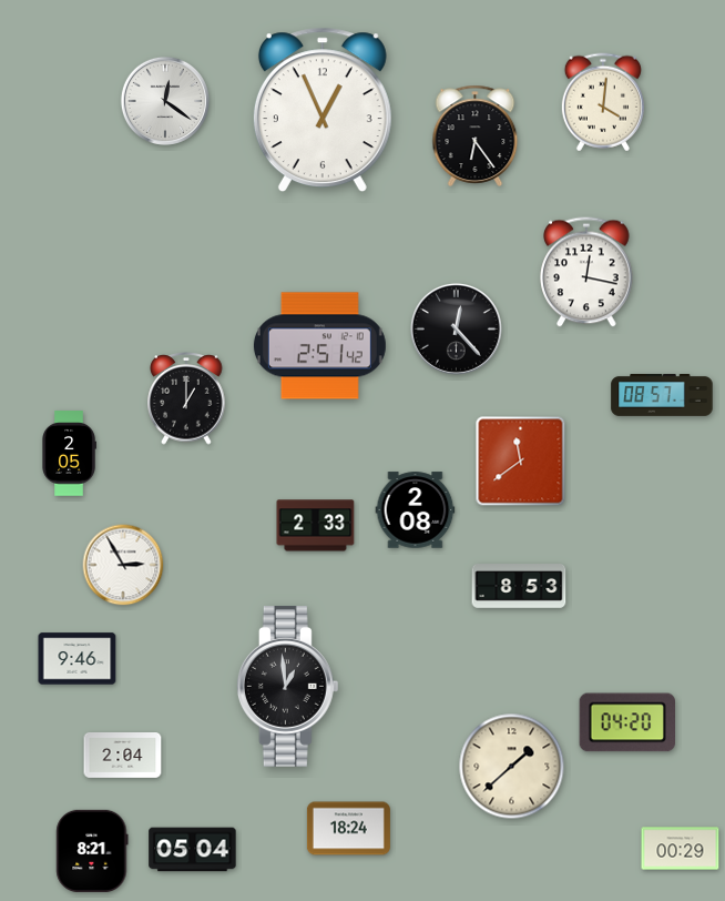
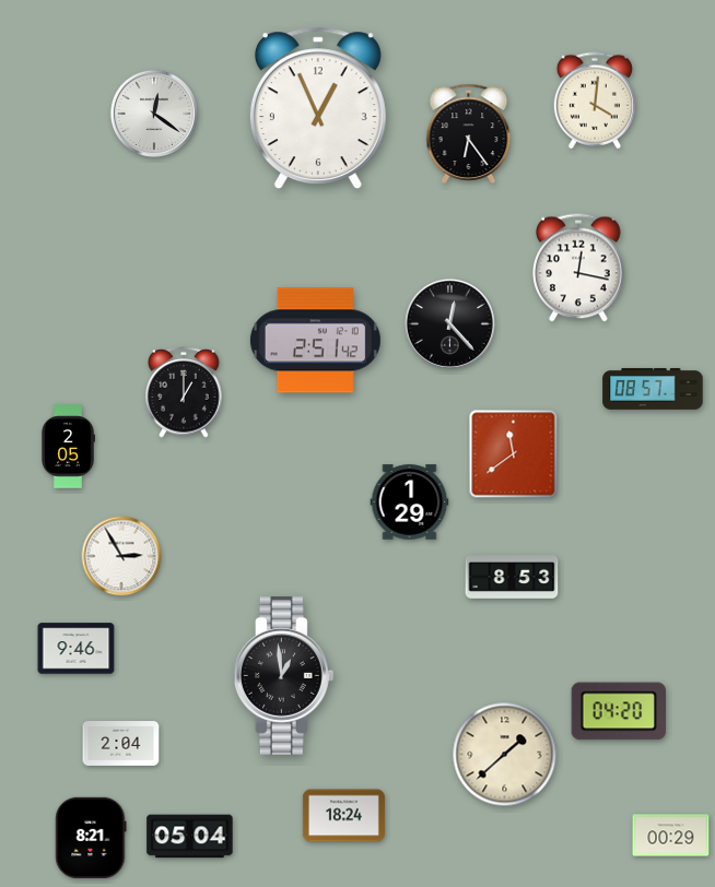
clock at (165, 101) position: (165, 101) -> (154, 114)
clock at (416, 510): 2:08 -> 1:29
clock at (316, 526): 2:33 -> none
